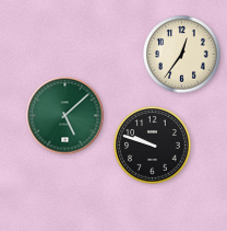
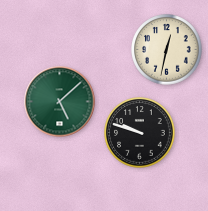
clock at (182, 55): 12:36 -> 12:32
clock at (65, 116) position: (65, 116) -> (60, 102)
